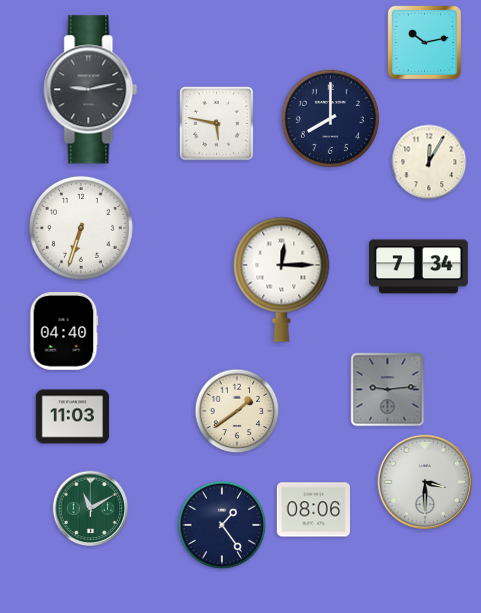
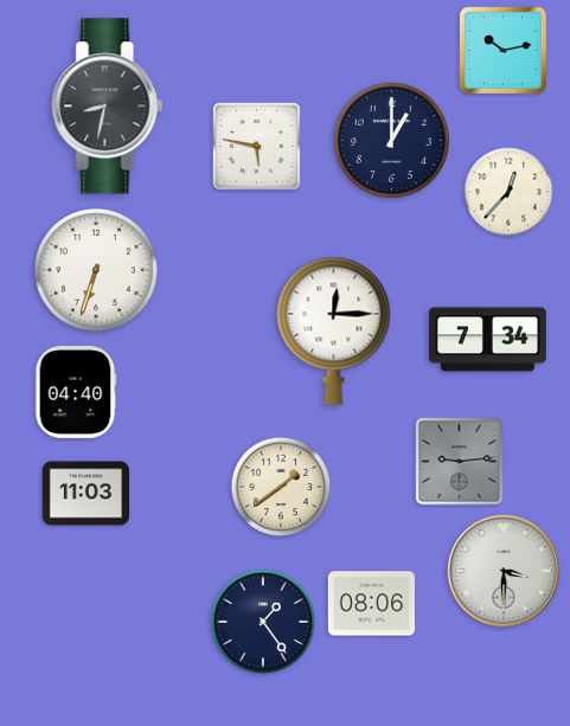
clock at (91, 90): 9:13 -> 8:32
clock at (330, 118): 8:00 -> 1:00
clock at (429, 162): 12:05 -> 12:37
clock at (419, 267) position: (419, 267) -> (488, 340)
clock at (91, 509): 11:10 -> none
